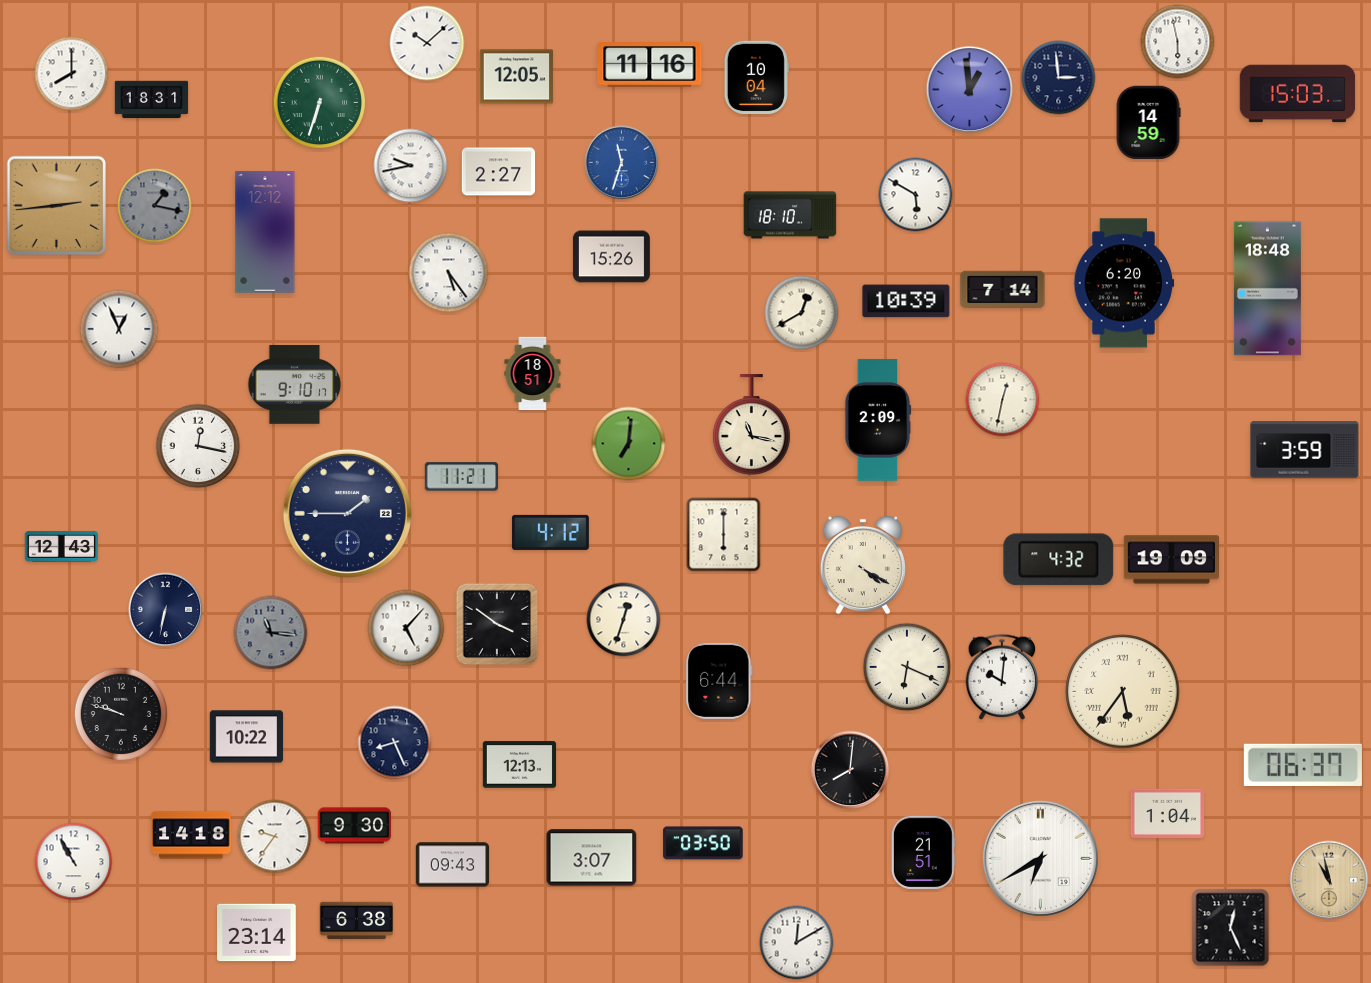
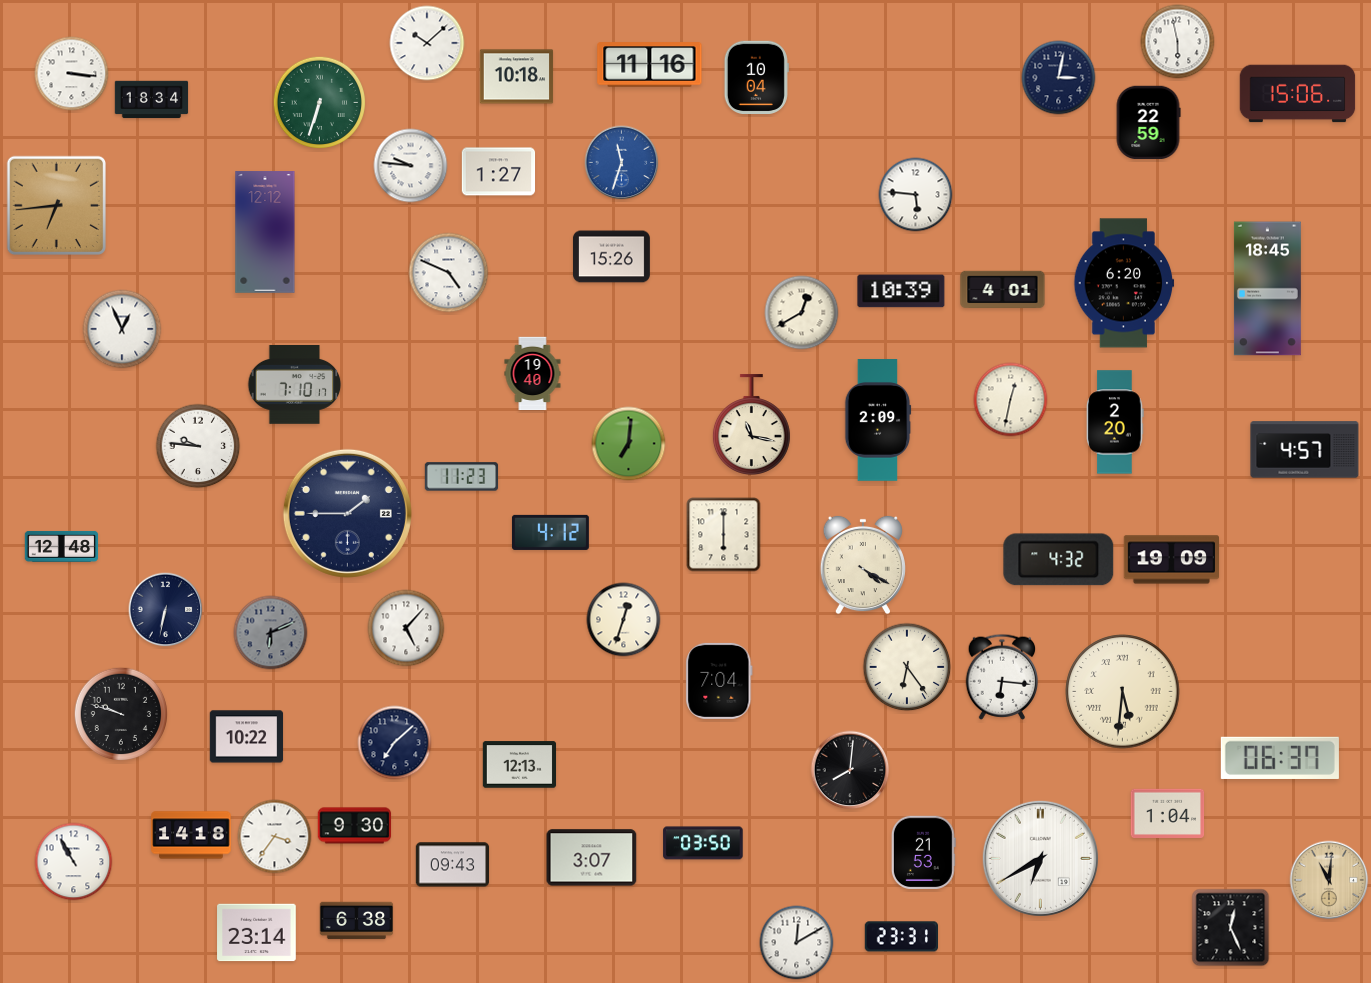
clock at (72, 74): 8:00 -> 3:16
clock at (517, 77): 12:05 -> 10:18
clock at (1059, 78): 2:59 -> 3:02
clock at (970, 90): 12:59 -> none
clock at (1298, 94): 15:03 -> 15:06
clock at (152, 100): 18:31 -> 18:34
clock at (1148, 123): 14:59 -> 22:59
clock at (411, 166): 9:43 -> 9:46
clock at (499, 172): 2:27 -> 1:27
clock at (916, 195): 5:50 -> 5:46
clock at (56, 205): 2:44 -> 6:44
clock at (155, 206): 1:17 -> none
clock at (790, 215): 18:10 -> none
clock at (449, 273): 5:24 -> 4:49
clock at (1267, 289): 18:48 -> 18:45
clock at (1003, 290): 7:14 -> 4:01
clock at (906, 301) position: (906, 301) -> (901, 291)
clock at (119, 329) position: (119, 329) -> (122, 329)
clock at (533, 374): 18:51 -> 19:40
clock at (295, 385): 9:10 -> 7:10
clock at (1003, 400) position: (1003, 400) -> (1011, 400)
clock at (1115, 422): none -> 2:20
clock at (198, 446): 12:17 -> 9:46
clock at (1305, 450): 3:59 -> 4:57
clock at (462, 477): 11:21 -> 11:23
clock at (62, 546): 12:43 -> 12:48
clock at (497, 624): 3:51 -> none
clock at (271, 633): 11:16 -> 6:11
clock at (907, 667): 6:19 -> 6:24
clock at (1002, 677): 10:01 -> 6:16
clock at (719, 681): 6:44 -> 7:04
clock at (1123, 692): 5:36 -> 5:31
clock at (395, 743): 8:26 -> 7:08
clock at (1303, 765) position: (1303, 765) -> (1280, 758)
clock at (275, 837): 9:36 -> 3:36
clock at (923, 852): 21:51 -> 21:53
clock at (1329, 880): 10:58 -> 11:01
clock at (901, 937): none -> 23:31
